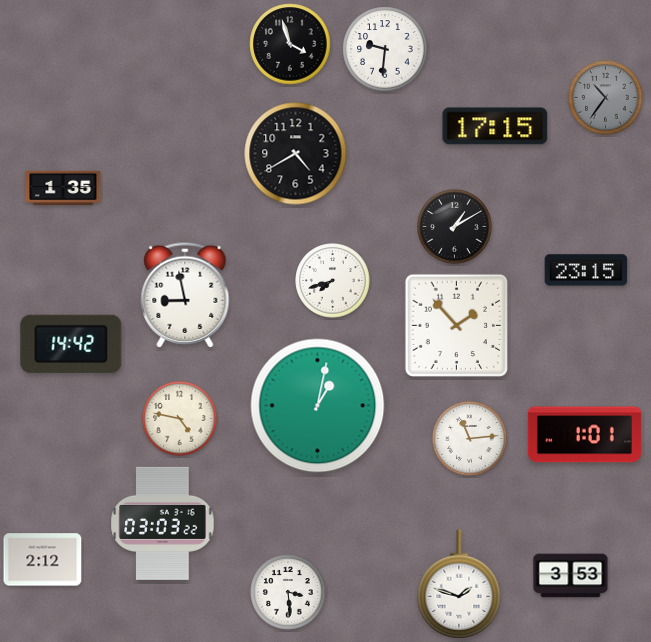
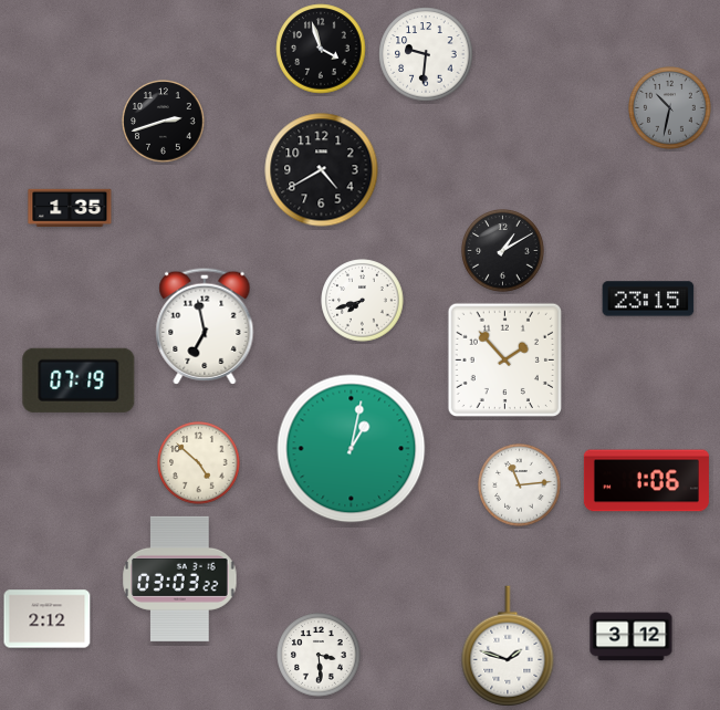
clock at (606, 98): 10:36 -> 10:32
clock at (164, 122): none -> 2:42
clock at (495, 126): 17:15 -> none
clock at (296, 154) position: (296, 154) -> (322, 170)
clock at (333, 281) position: (333, 281) -> (363, 301)
clock at (185, 295): 8:58 -> 6:58
clock at (71, 344): 14:42 -> 07:19
clock at (180, 419): 4:47 -> 4:52
clock at (584, 435): 1:01 -> 1:06
clock at (571, 576): 3:53 -> 3:12
